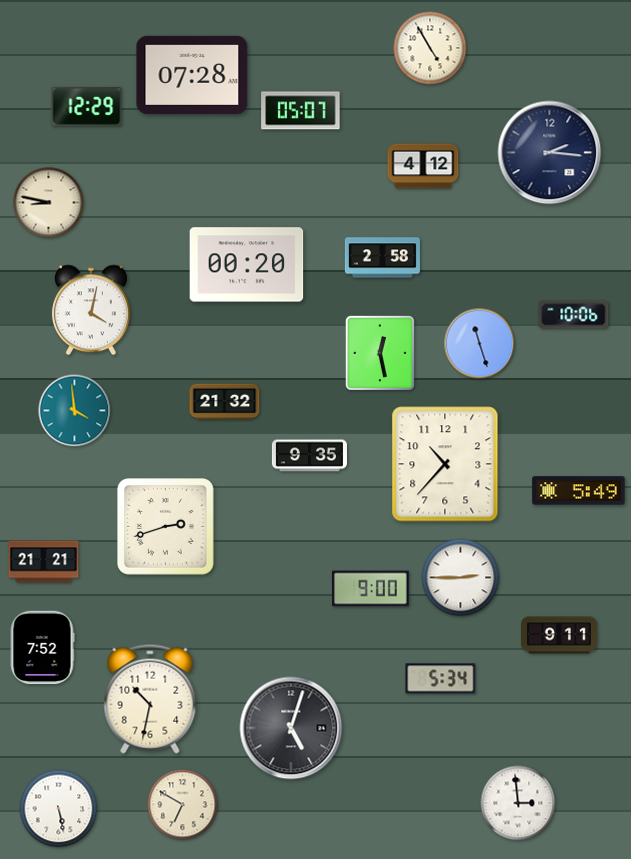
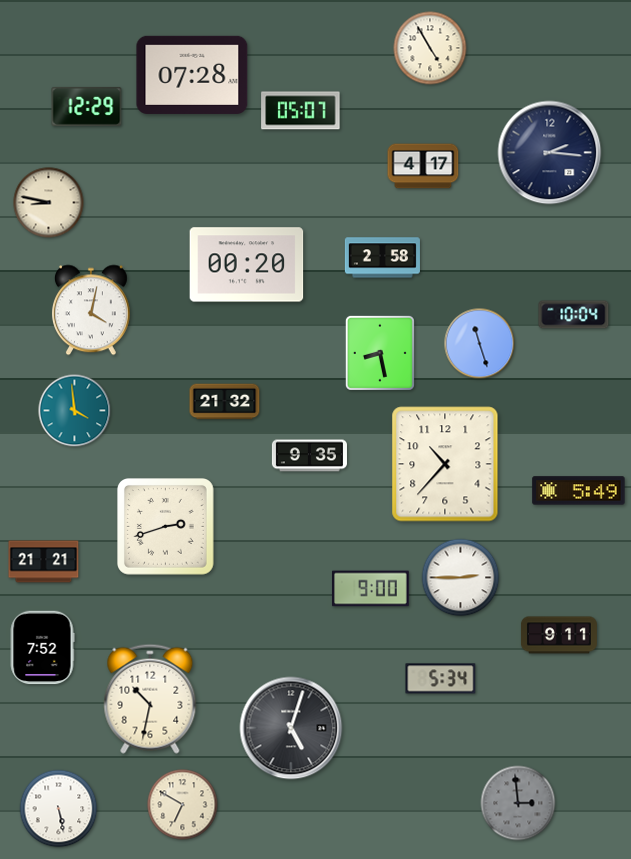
clock at (423, 166): 4:12 -> 4:17
clock at (574, 315): 10:06 -> 10:04
clock at (380, 353): 12:28 -> 8:28
clock at (518, 803) dial: white -> grey
